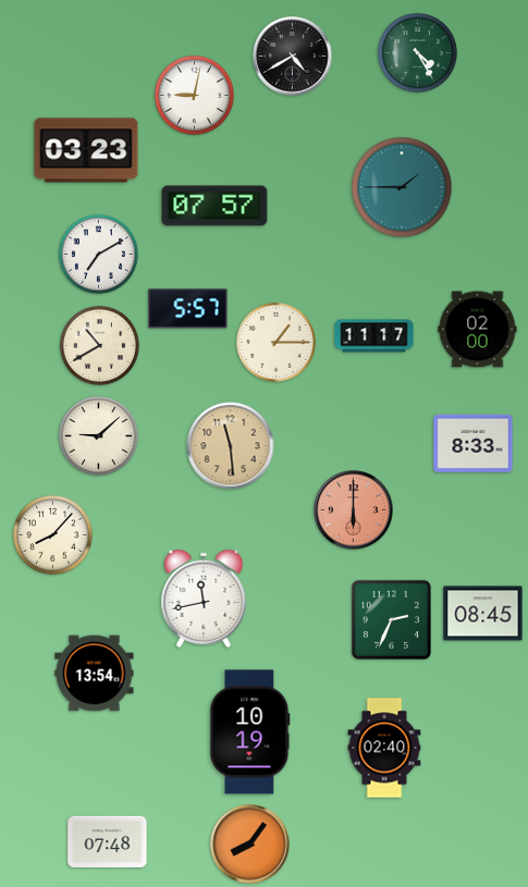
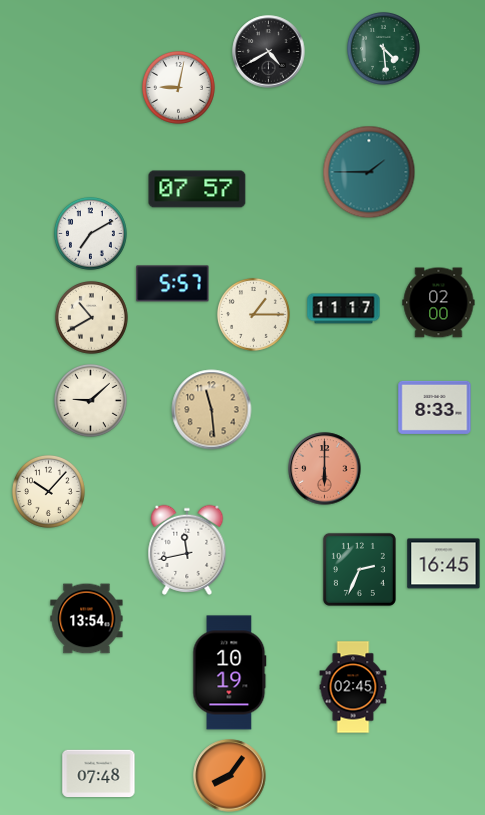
clock at (417, 52): 4:25 -> 4:29
clock at (86, 150): 03:23 -> none
clock at (52, 534): 8:07 -> 10:07
clock at (483, 614): 08:45 -> 16:45
clock at (384, 748): 02:40 -> 02:45
